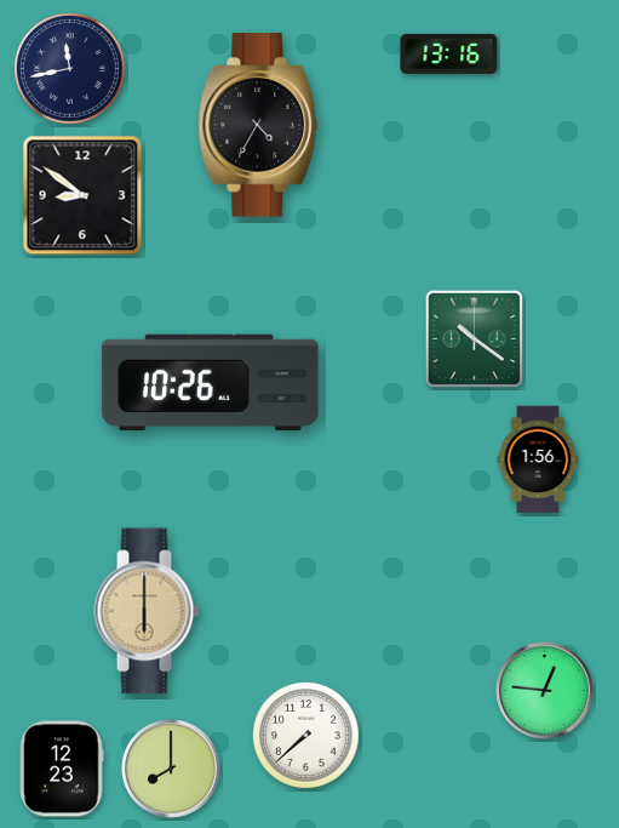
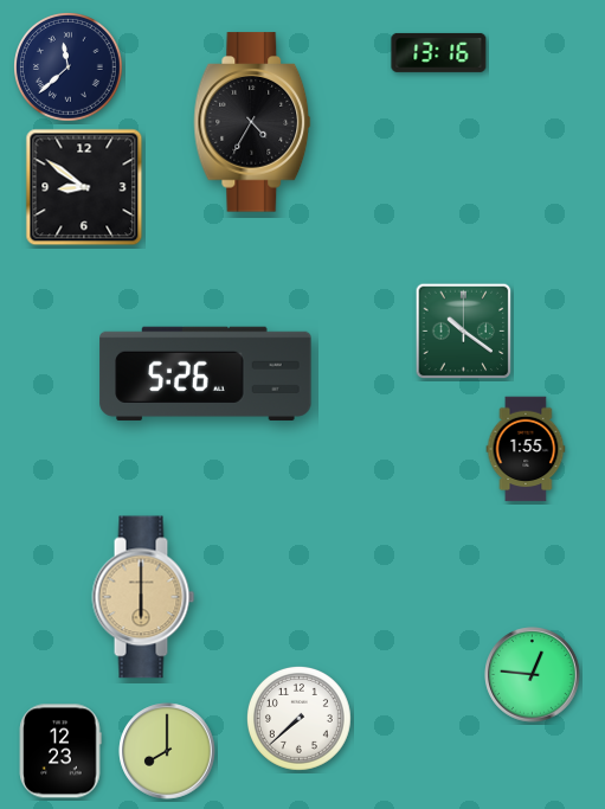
clock at (70, 69): 11:43 -> 11:38
clock at (82, 195) position: (82, 195) -> (84, 187)
clock at (211, 382): 10:26 -> 5:26
clock at (538, 459): 1:56 -> 1:55
